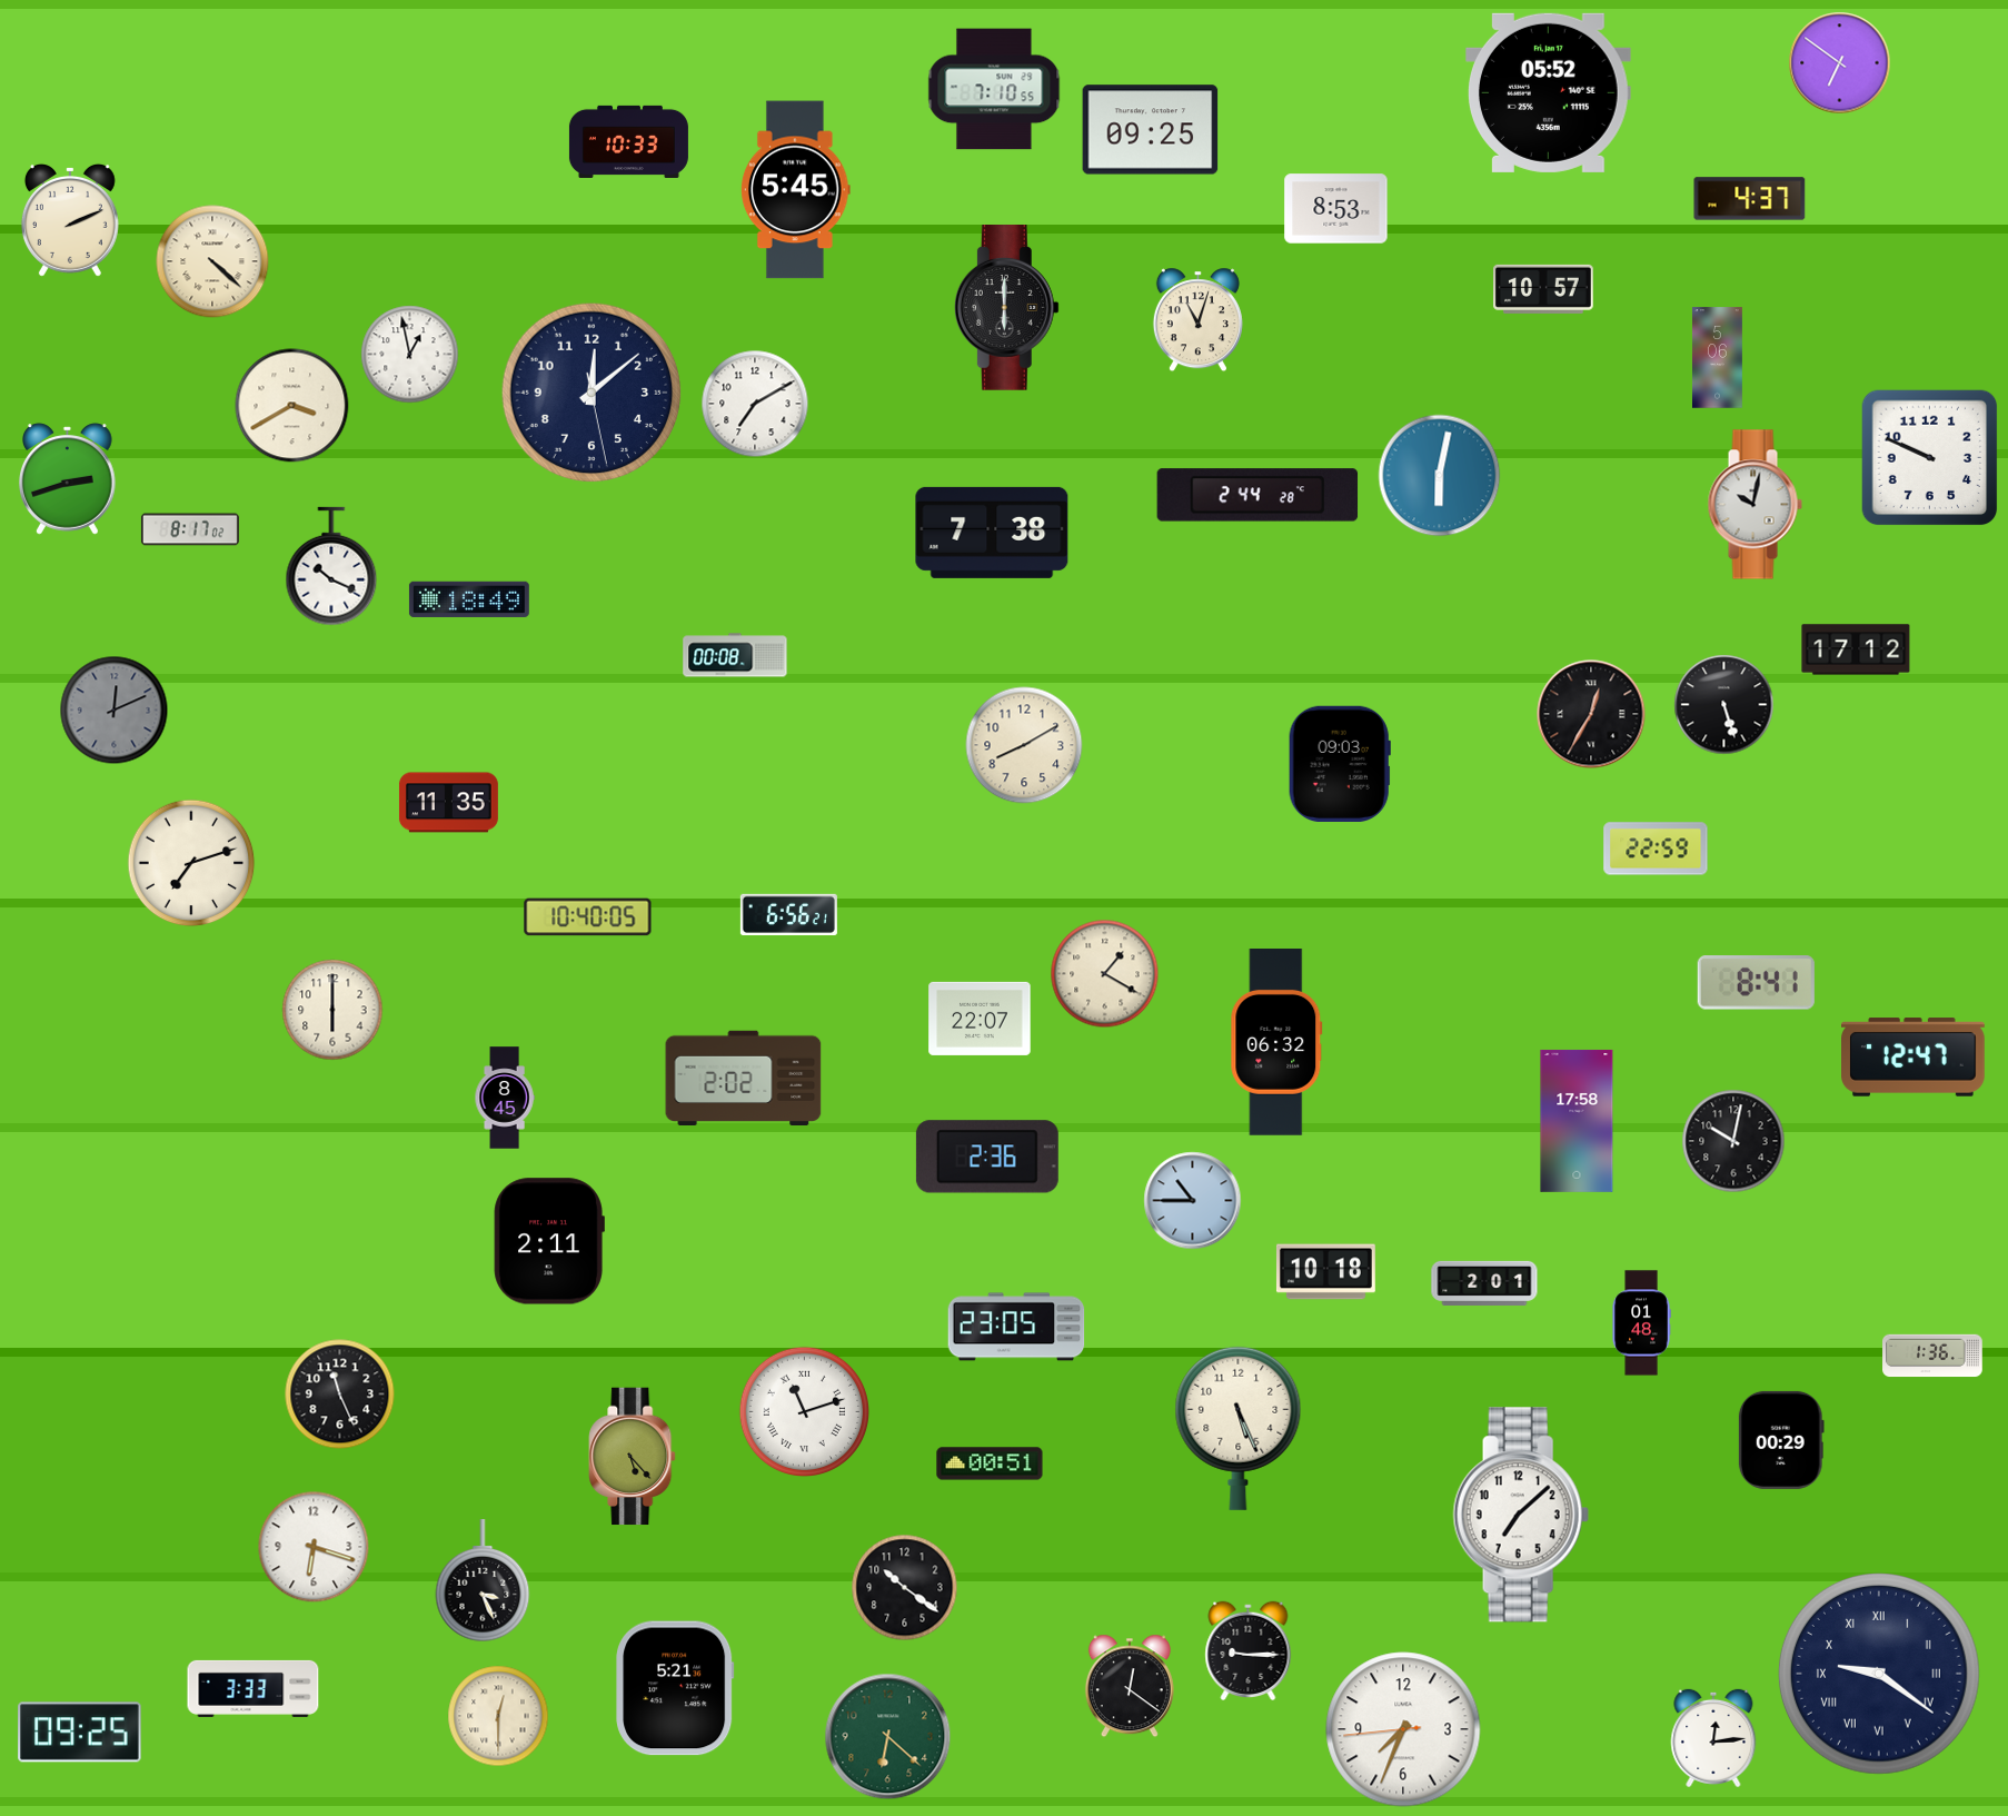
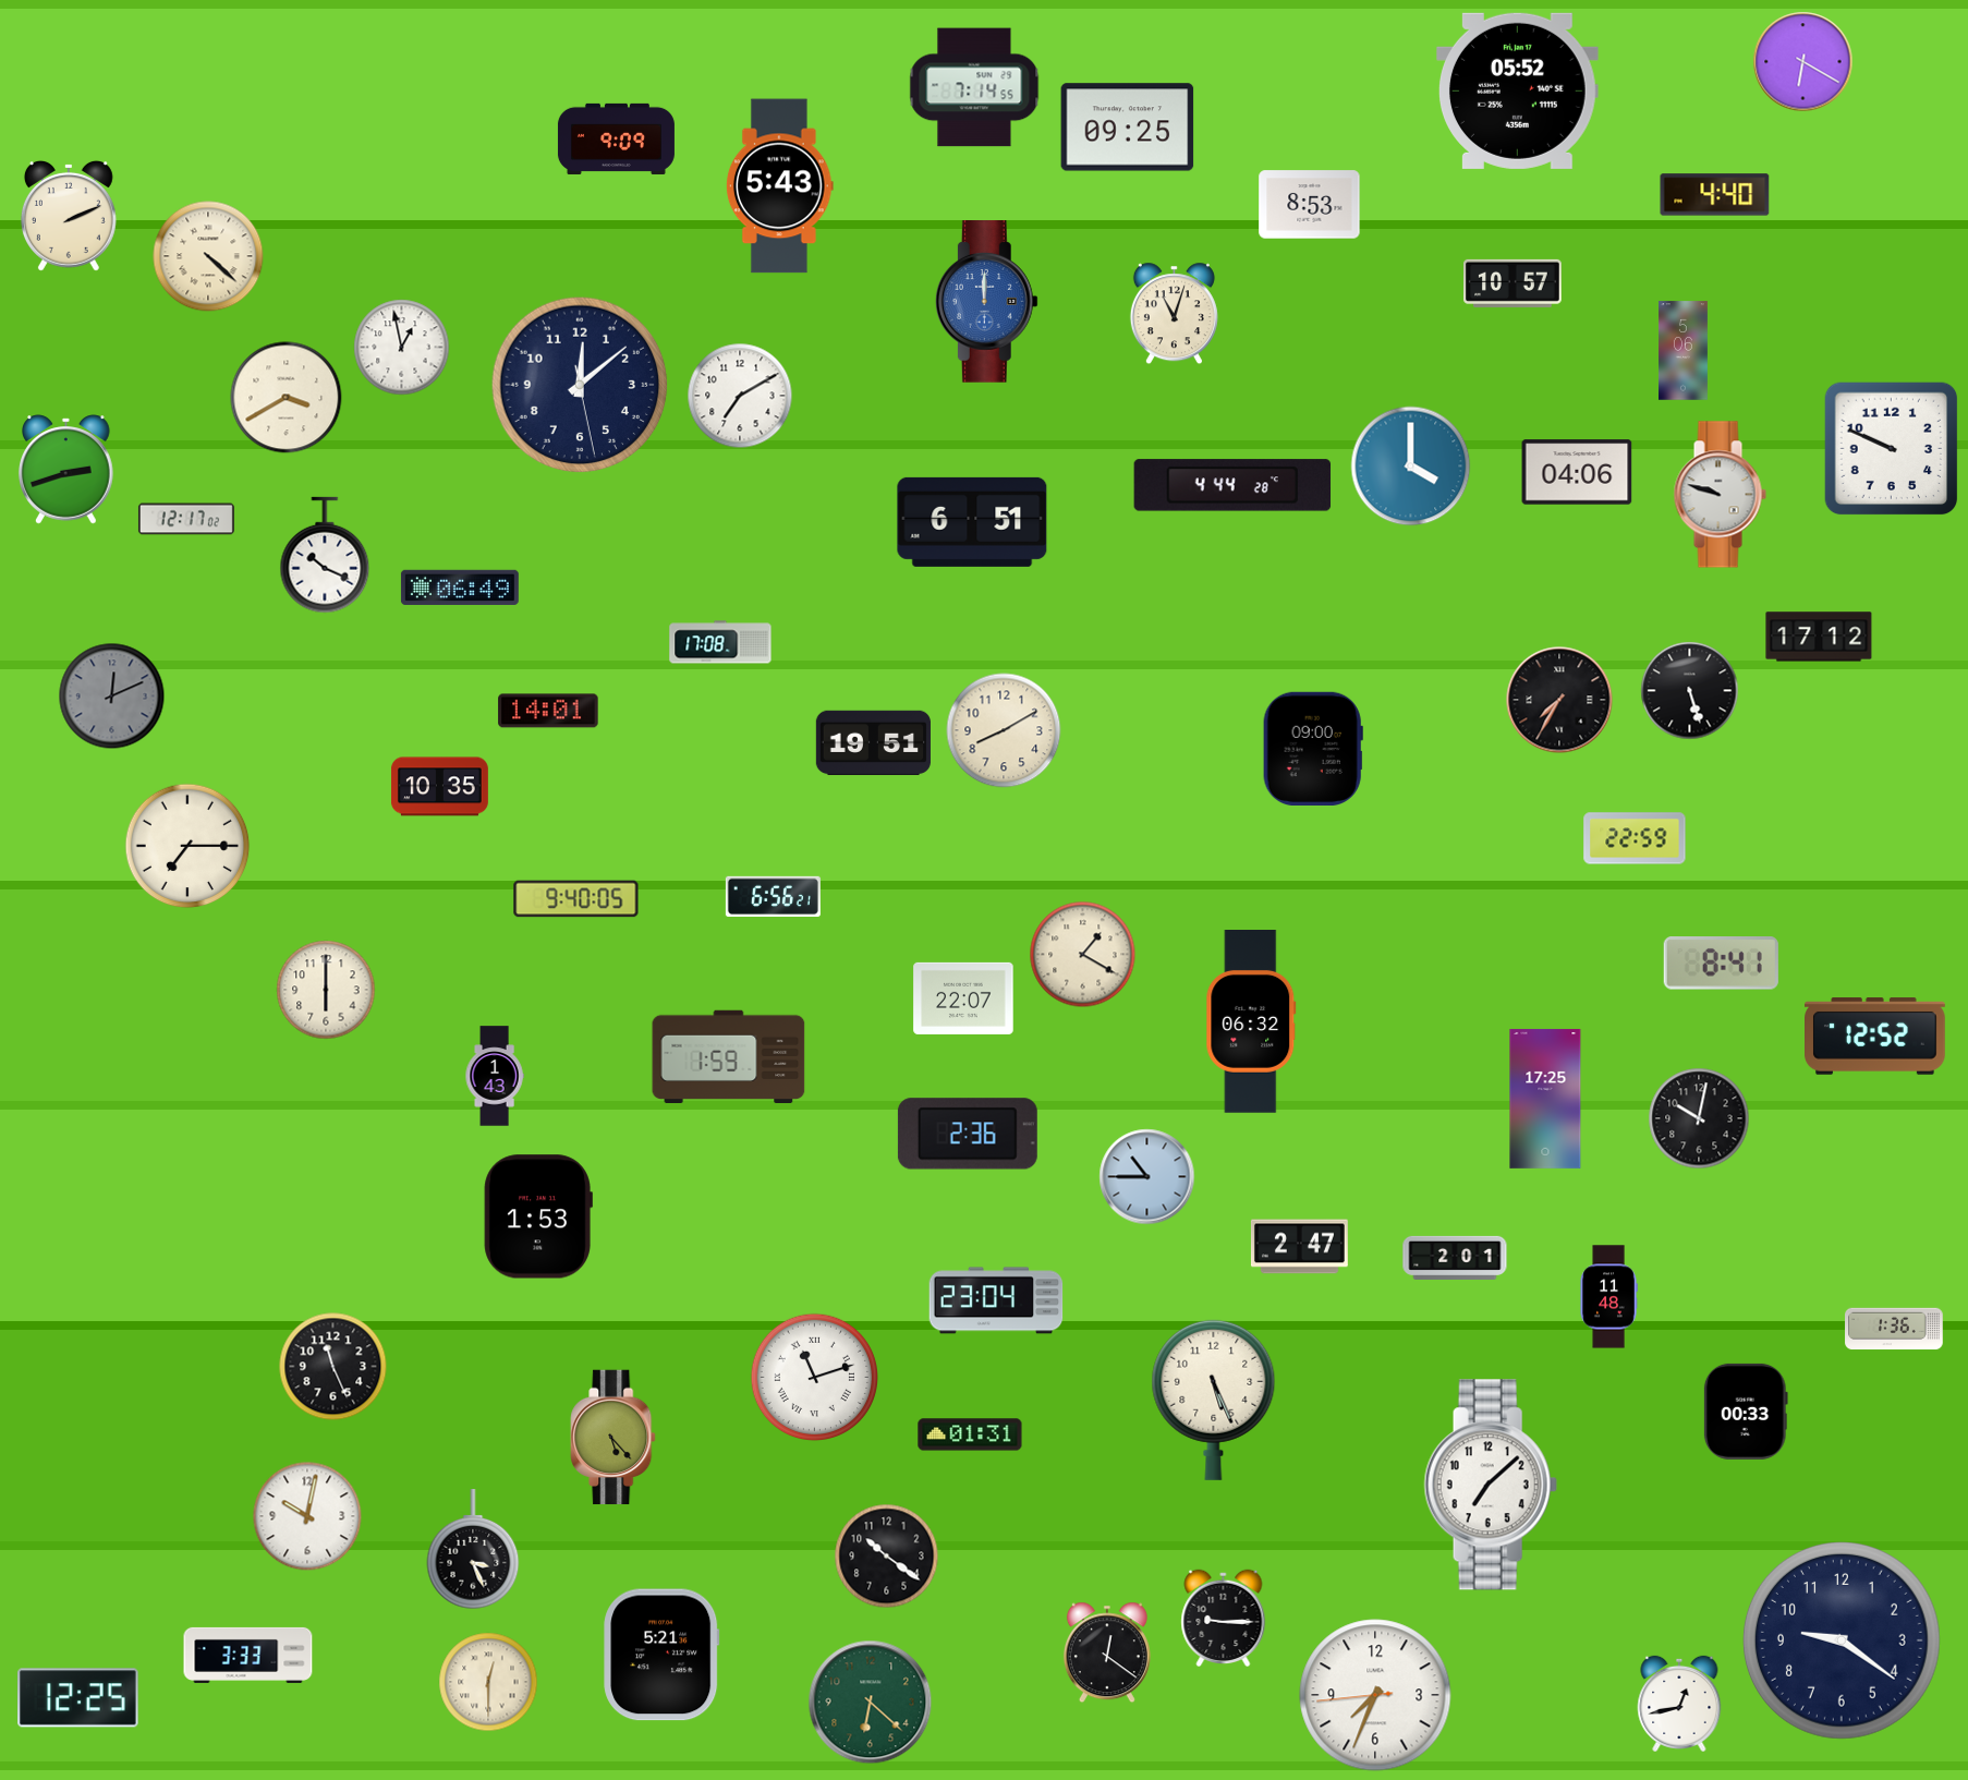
clock at (1840, 63): 6:51 -> 6:20
clock at (994, 89): 7:10 -> 7:14
clock at (628, 141): 10:33 -> 9:09
clock at (796, 190): 5:45 -> 5:43
clock at (1750, 199): 4:37 -> 4:40
clock at (1006, 308): 6:00 -> 12:00
clock at (1006, 308) dial: black -> blue
clock at (1440, 476): 6:02 -> 4:00
clock at (1577, 472): none -> 04:06
clock at (1258, 495): 2:44 -> 4:44
clock at (1754, 505): 10:02 -> 9:48
clock at (190, 529): 8:17 -> 12:17
clock at (992, 533): 7:38 -> 6:51
clock at (469, 598): 18:49 -> 06:49
clock at (735, 655): 00:08 -> 17:08
clock at (1591, 714): 12:35 -> 7:35
clock at (548, 711): none -> 14:01
clock at (873, 743): none -> 19:51
clock at (1340, 763): 09:03 -> 09:00
clock at (449, 803): 11:35 -> 10:35
clock at (1656, 849) position: (1656, 849) -> (1635, 838)
clock at (191, 863): 7:12 -> 7:15
clock at (588, 917): 10:40 -> 9:40
clock at (980, 1019) position: (980, 1019) -> (963, 998)
clock at (1913, 1058): 12:47 -> 12:52
clock at (744, 1079): 2:02 -> 1:59
clock at (505, 1098): 8:45 -> 1:43
clock at (1577, 1121): 17:58 -> 17:25
clock at (1193, 1201) position: (1193, 1201) -> (1147, 1177)
clock at (549, 1241): 2:11 -> 1:53
clock at (1325, 1272): 10:18 -> 2:47
clock at (1641, 1323): 01:48 -> 11:48
clock at (1016, 1327): 23:05 -> 23:04
clock at (804, 1411) position: (804, 1411) -> (814, 1377)
clock at (1781, 1440): 00:29 -> 00:33
clock at (633, 1457) position: (633, 1457) -> (614, 1438)
clock at (990, 1463): 00:51 -> 01:31
clock at (314, 1547): 6:18 -> 10:02
clock at (1879, 1674) numerals: Roman -> Arabic
clock at (80, 1733): 09:25 -> 12:25
clock at (1713, 1738): 12:14 -> 12:43
